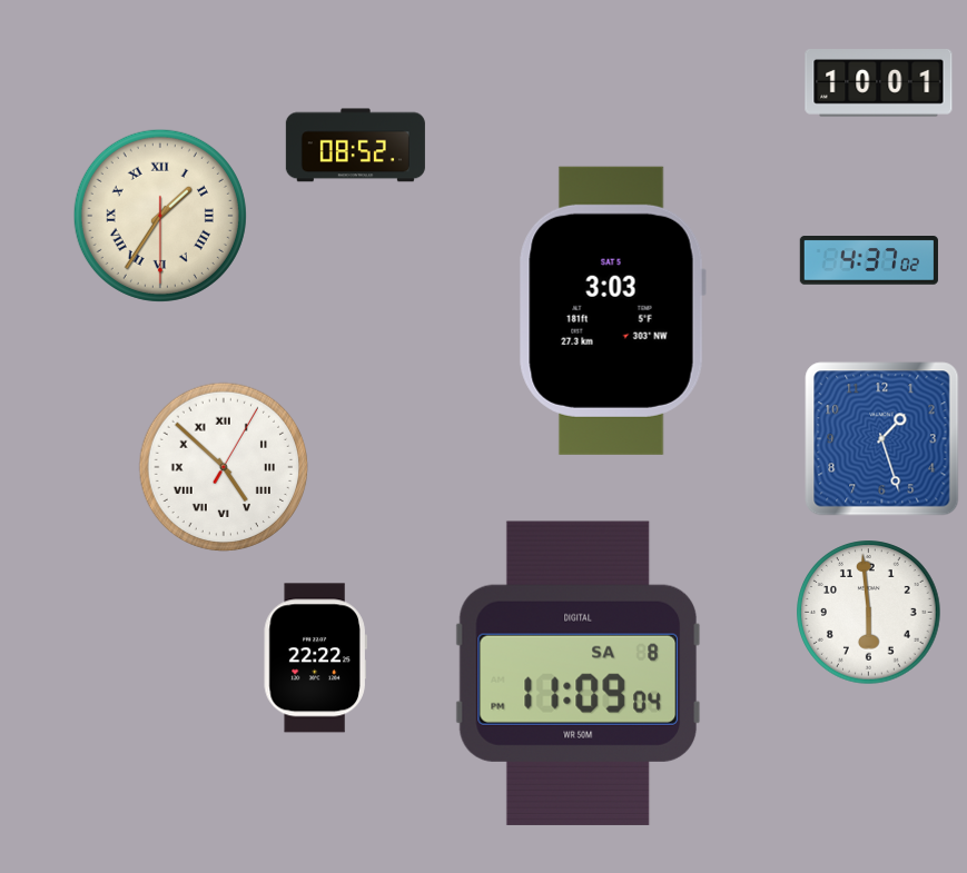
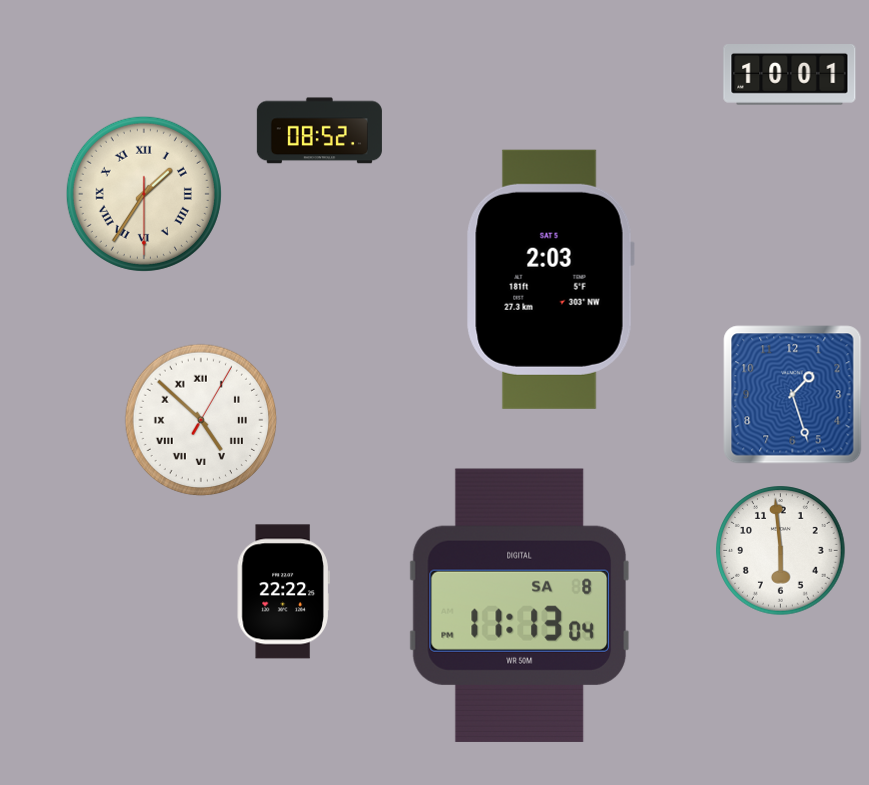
clock at (869, 261): 4:37 -> none
clock at (612, 310): 3:03 -> 2:03
clock at (578, 673): 11:09 -> 11:13
